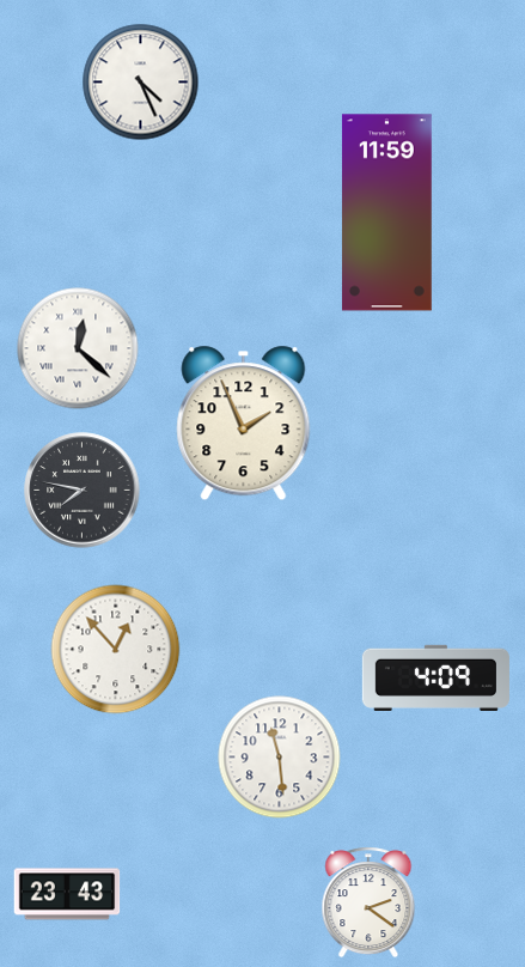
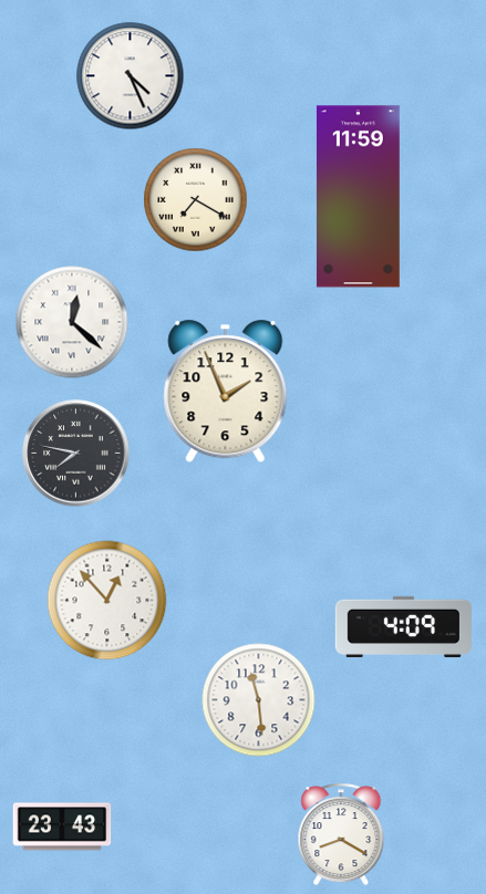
clock at (196, 200): none -> 7:20
clock at (368, 902): 2:21 -> 8:20
